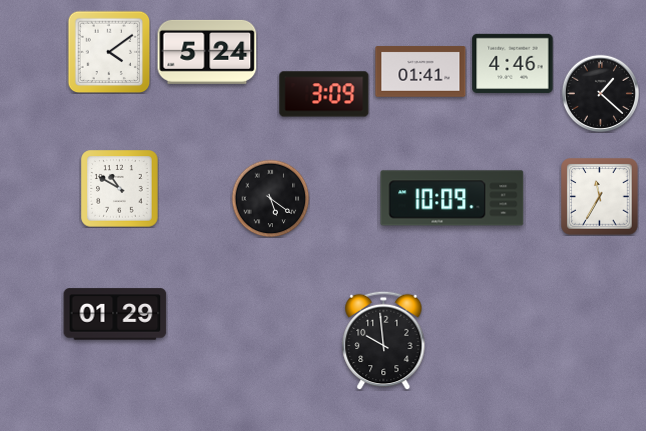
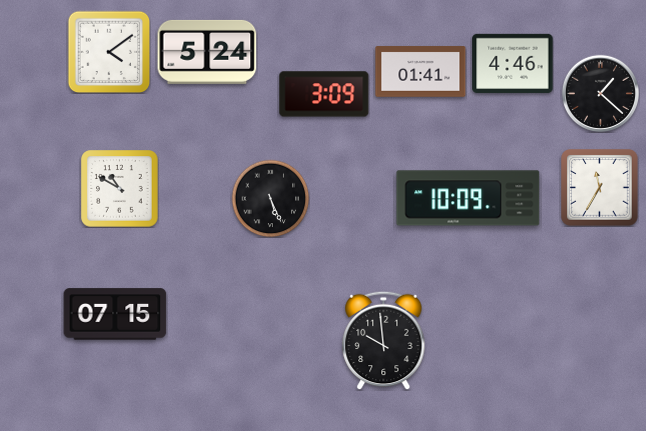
clock at (600, 197) position: (600, 197) -> (600, 188)
clock at (270, 198): 5:21 -> 5:26
clock at (452, 198) position: (452, 198) -> (468, 198)
clock at (115, 314): 01:29 -> 07:15
